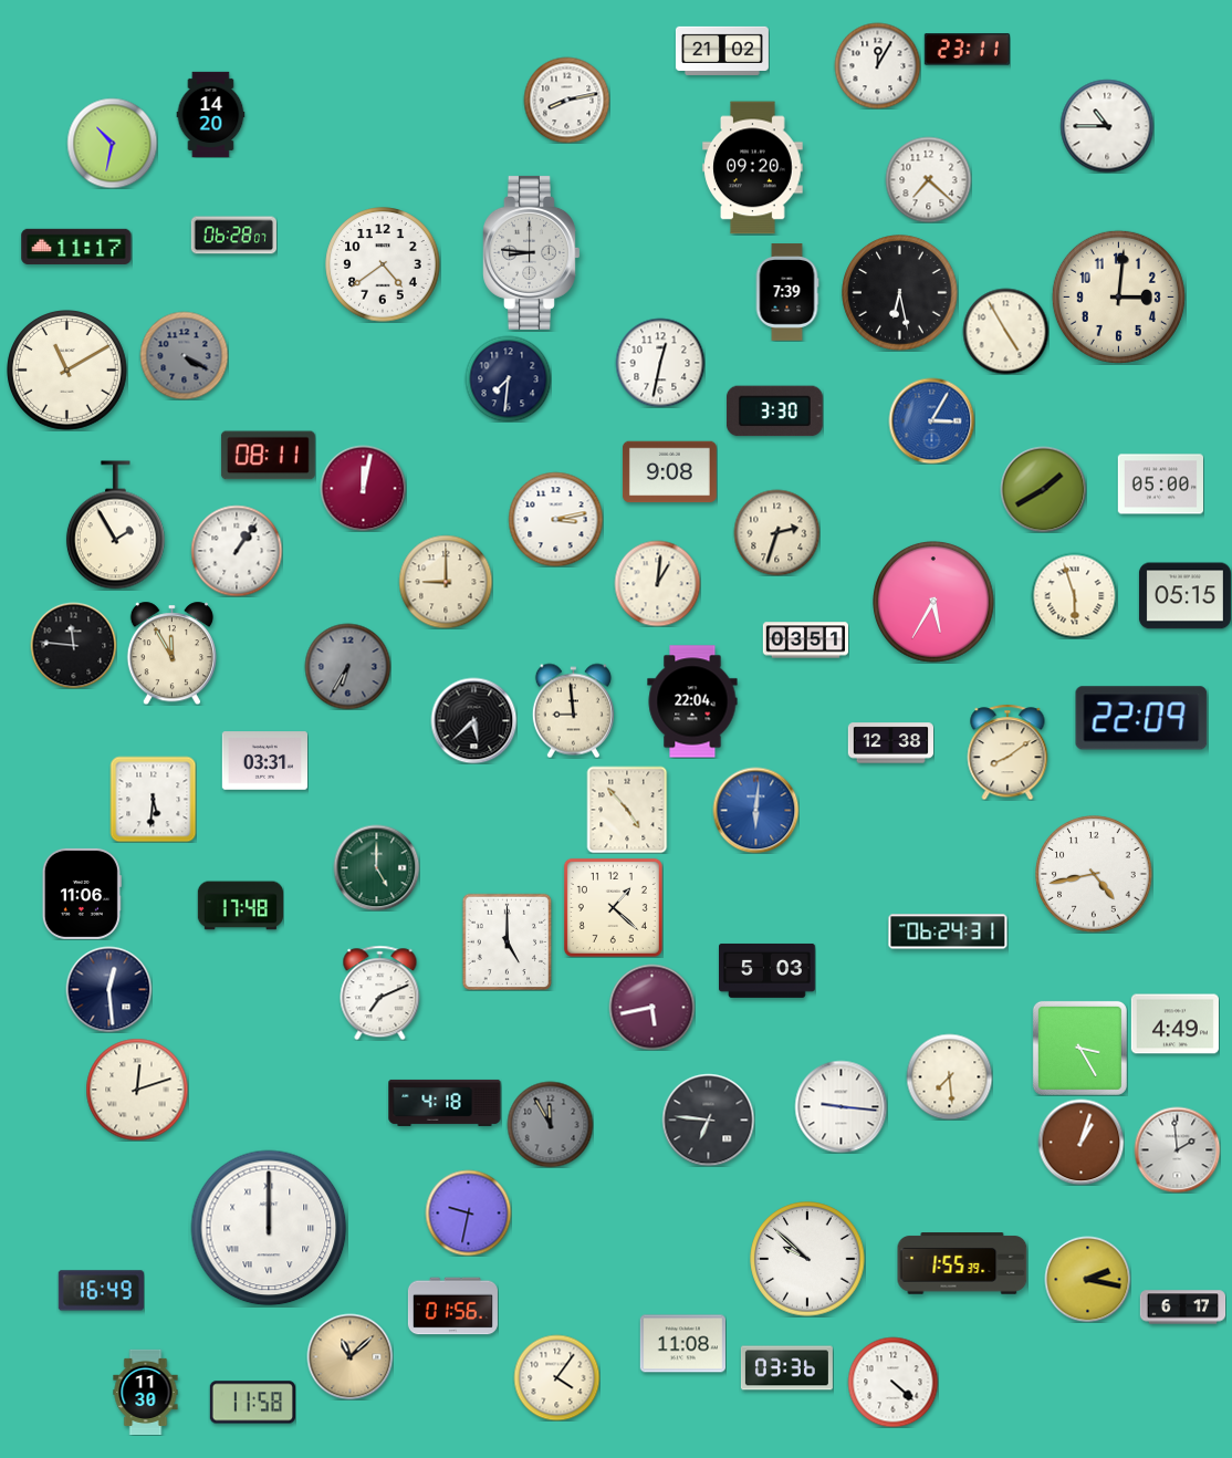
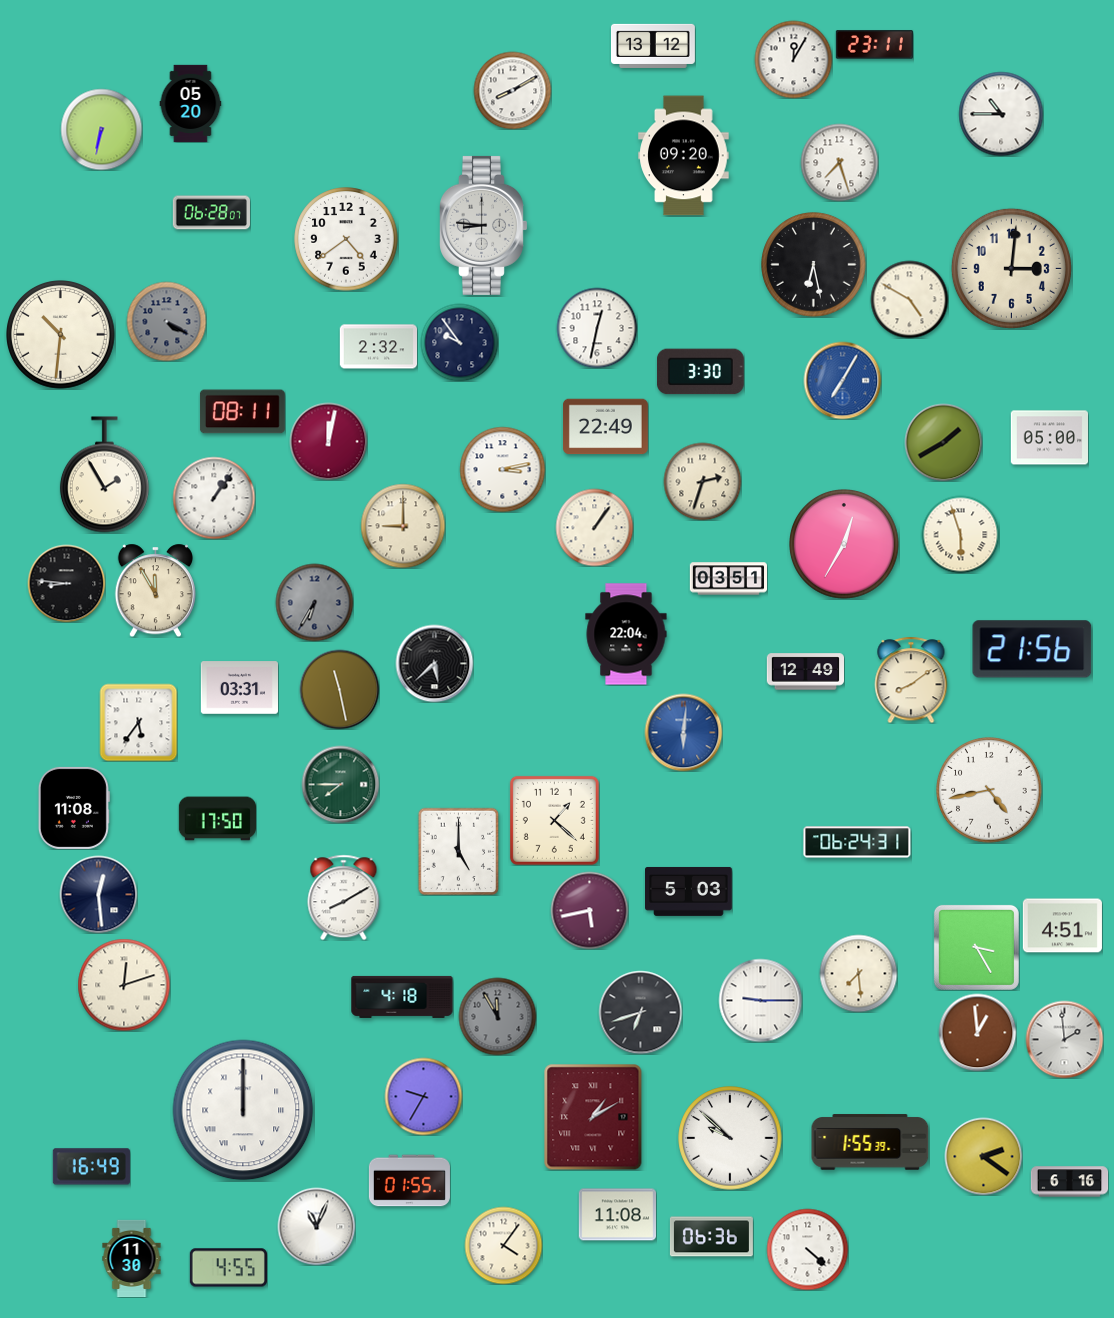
clock at (722, 51): 21:02 -> 13:12
clock at (566, 100): 8:13 -> 8:10
clock at (211, 114): 14:20 -> 05:20
clock at (112, 143): 10:32 -> 6:32
clock at (753, 168) position: (753, 168) -> (684, 156)
clock at (928, 179): 7:22 -> 7:27
clock at (76, 247): 11:17 -> none
clock at (532, 252) position: (532, 252) -> (484, 225)
clock at (787, 292): 7:39 -> none
clock at (1005, 331): 4:55 -> 4:50
clock at (67, 371): 11:10 -> 10:31
clock at (508, 378): 7:31 -> 9:54
clock at (378, 347): none -> 2:32
clock at (931, 420): 3:05 -> 7:05
clock at (669, 472): 9:08 -> 22:49
clock at (657, 583): 1:01 -> 1:06
clock at (1074, 595) position: (1074, 595) -> (960, 534)
clock at (1184, 596): 05:15 -> none
clock at (935, 603): 5:35 -> 12:35
clock at (73, 645): 11:46 -> 8:46
clock at (573, 710): 8:59 -> none
clock at (1141, 718): 22:09 -> 21:56
clock at (473, 720) position: (473, 720) -> (434, 663)
clock at (890, 743): 12:38 -> 12:49
clock at (339, 689): none -> 11:28
clock at (153, 799): 5:31 -> 5:36
clock at (627, 810): 4:53 -> none
clock at (376, 867): 5:00 -> 7:45
clock at (82, 894): 11:06 -> 11:08
clock at (240, 906): 17:48 -> 17:50
clock at (768, 970) position: (768, 970) -> (689, 891)
clock at (380, 992): 7:11 -> 8:10
clock at (1174, 1024): 4:49 -> 4:51
clock at (841, 1106): 9:16 -> 9:15
clock at (708, 1119): 6:46 -> 6:42
clock at (1080, 1142): 1:03 -> 12:59
clock at (468, 1212): 9:32 -> 9:35
clock at (593, 1117): none -> 1:10
clock at (1087, 1279): 2:17 -> 2:21
clock at (452, 1306): 01:56 -> 01:55
clock at (1182, 1308): 6:17 -> 6:16
clock at (349, 1356): 11:08 -> 11:04
clock at (349, 1356) dial: champagne -> white
clock at (786, 1368): 03:36 -> 06:36
clock at (252, 1403): 11:58 -> 4:55
